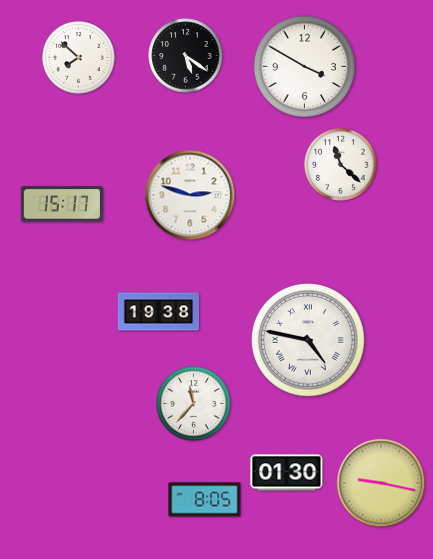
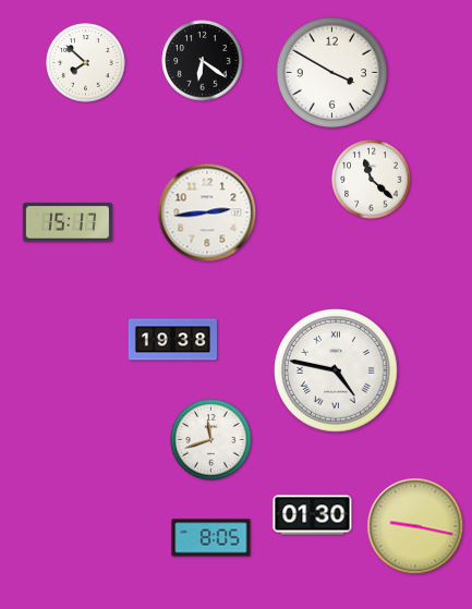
clock at (186, 56): 5:21 -> 6:21
clock at (190, 195): 2:48 -> 2:44
clock at (194, 404): 11:37 -> 11:42
clock at (205, 500) position: (205, 500) -> (211, 538)
